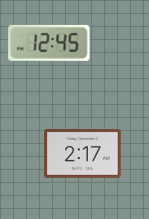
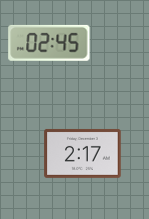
clock at (49, 43): 12:45 -> 02:45
